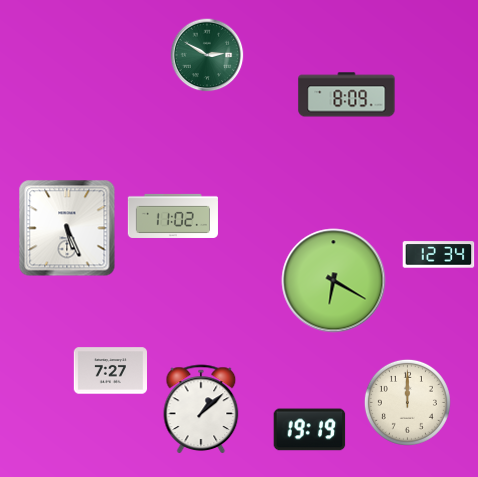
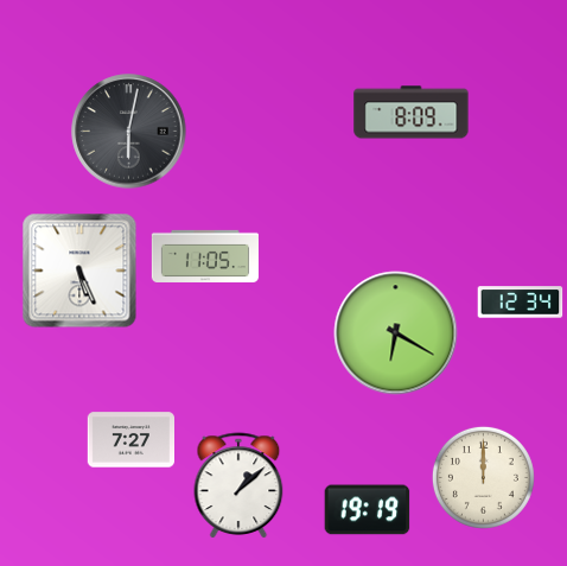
clock at (207, 55): 2:50 -> none
clock at (129, 132): none -> 6:02
clock at (173, 216): 11:02 -> 11:05
